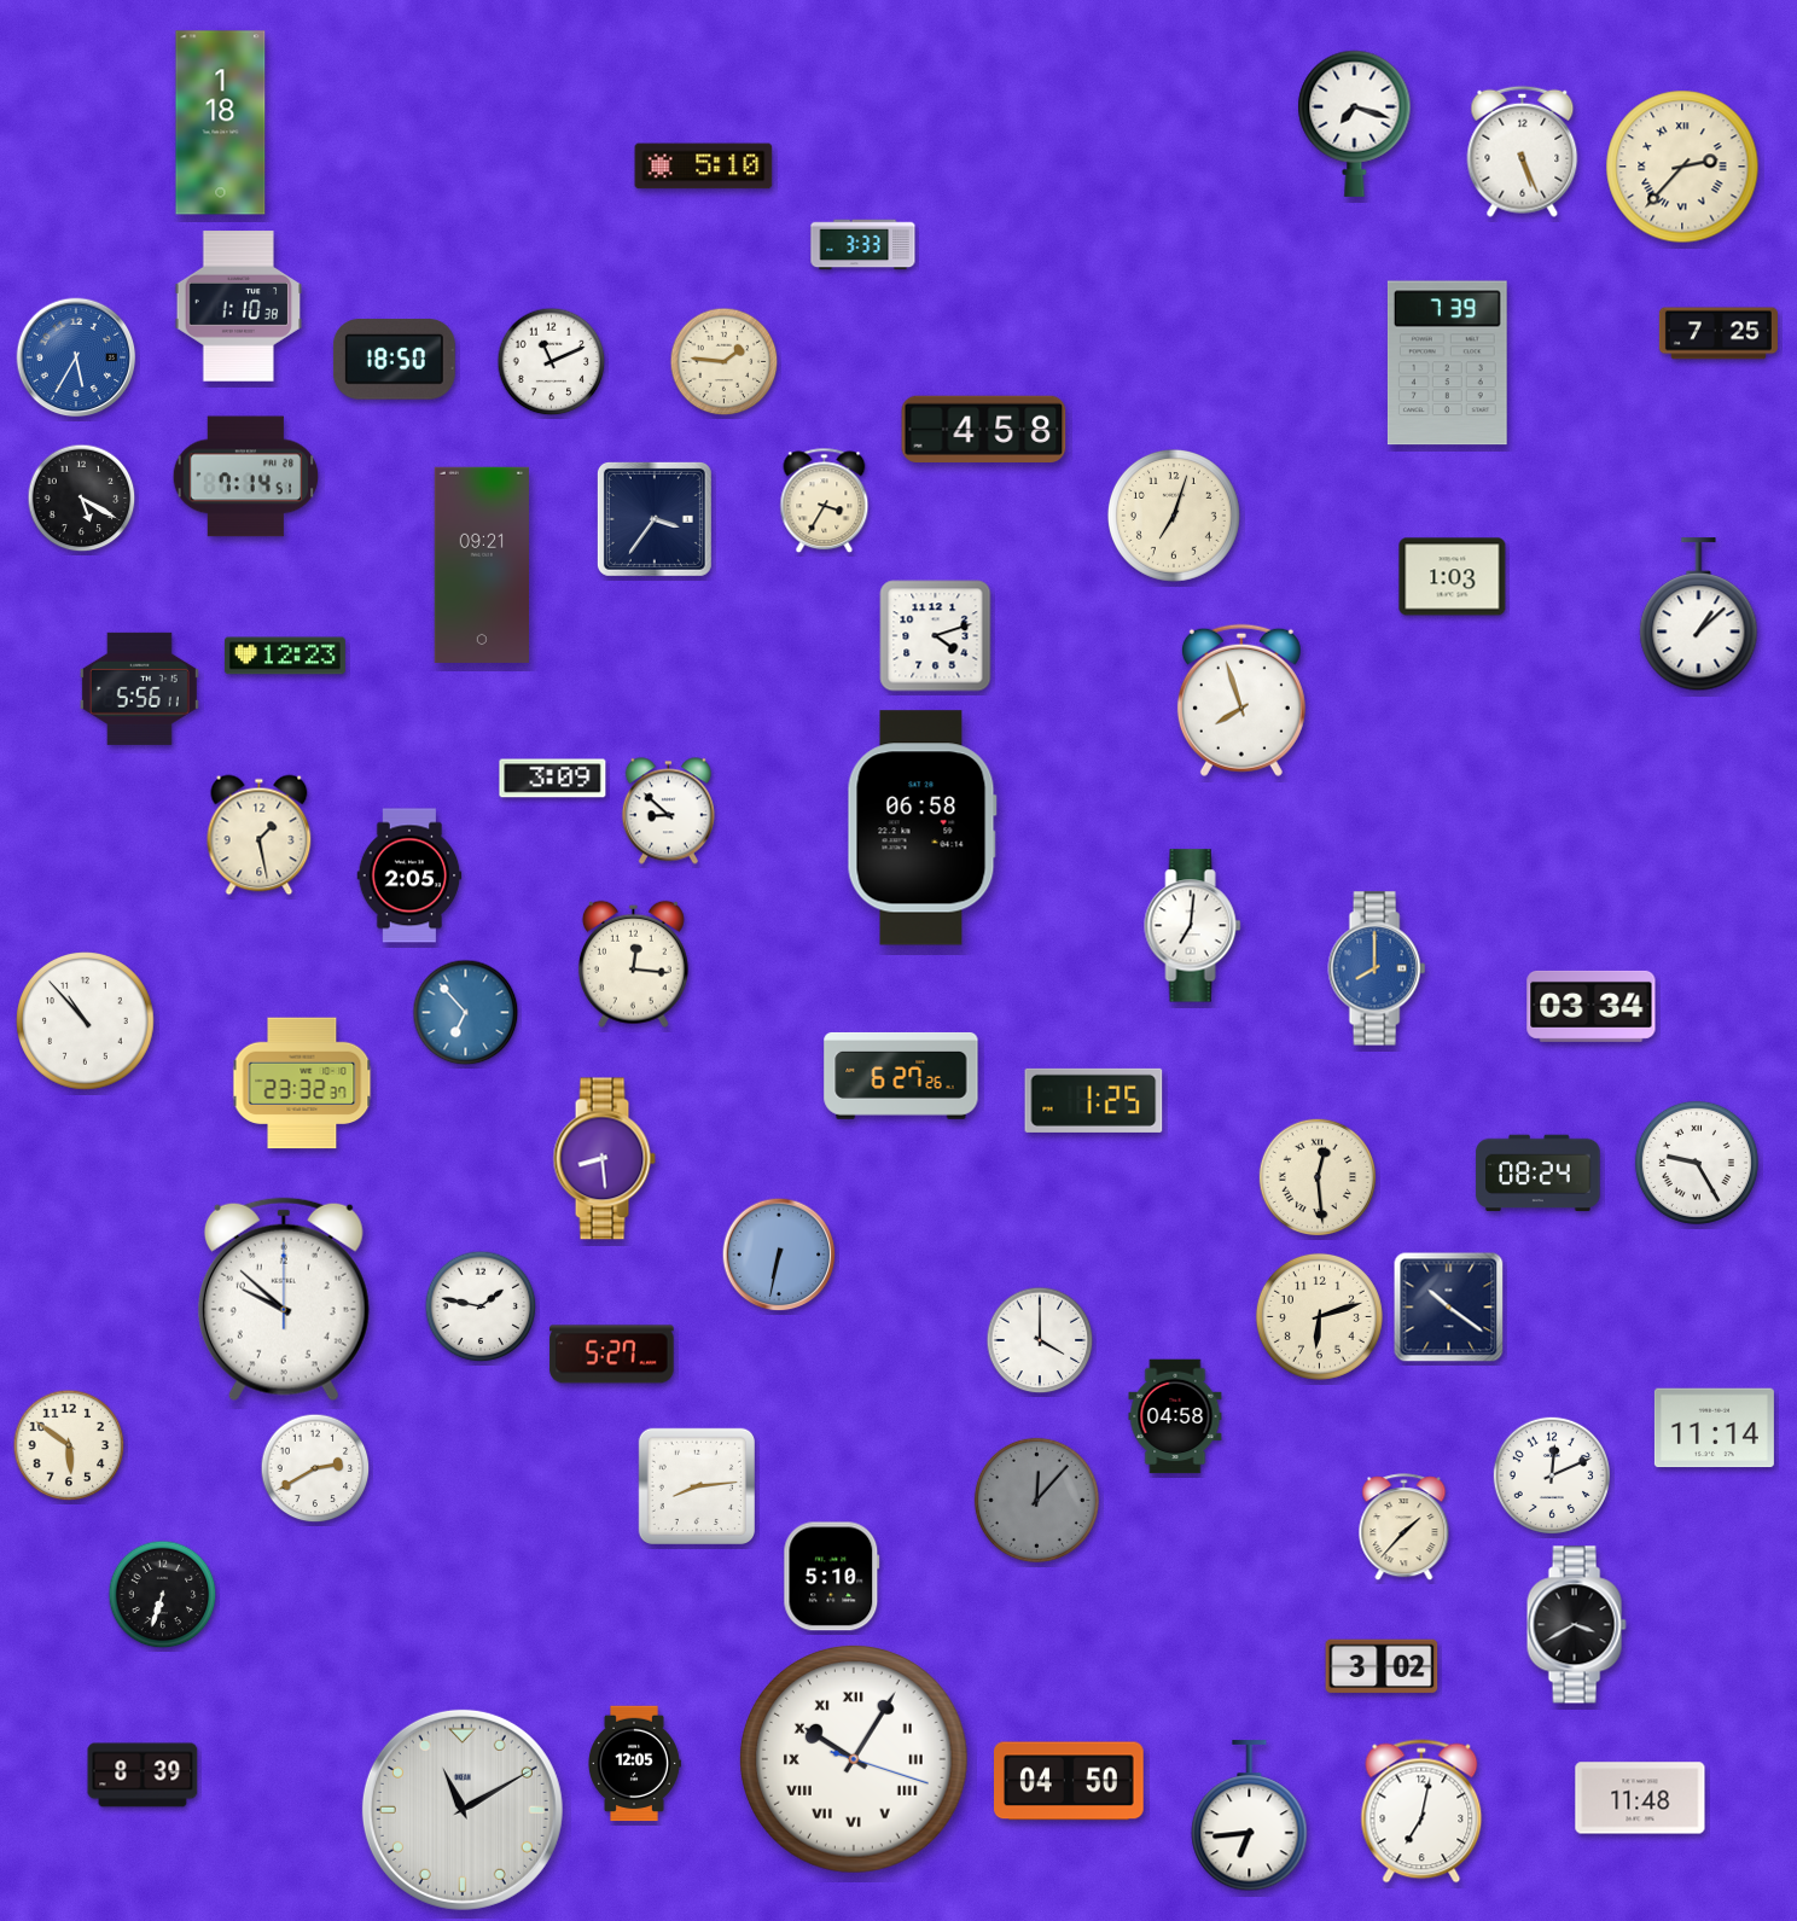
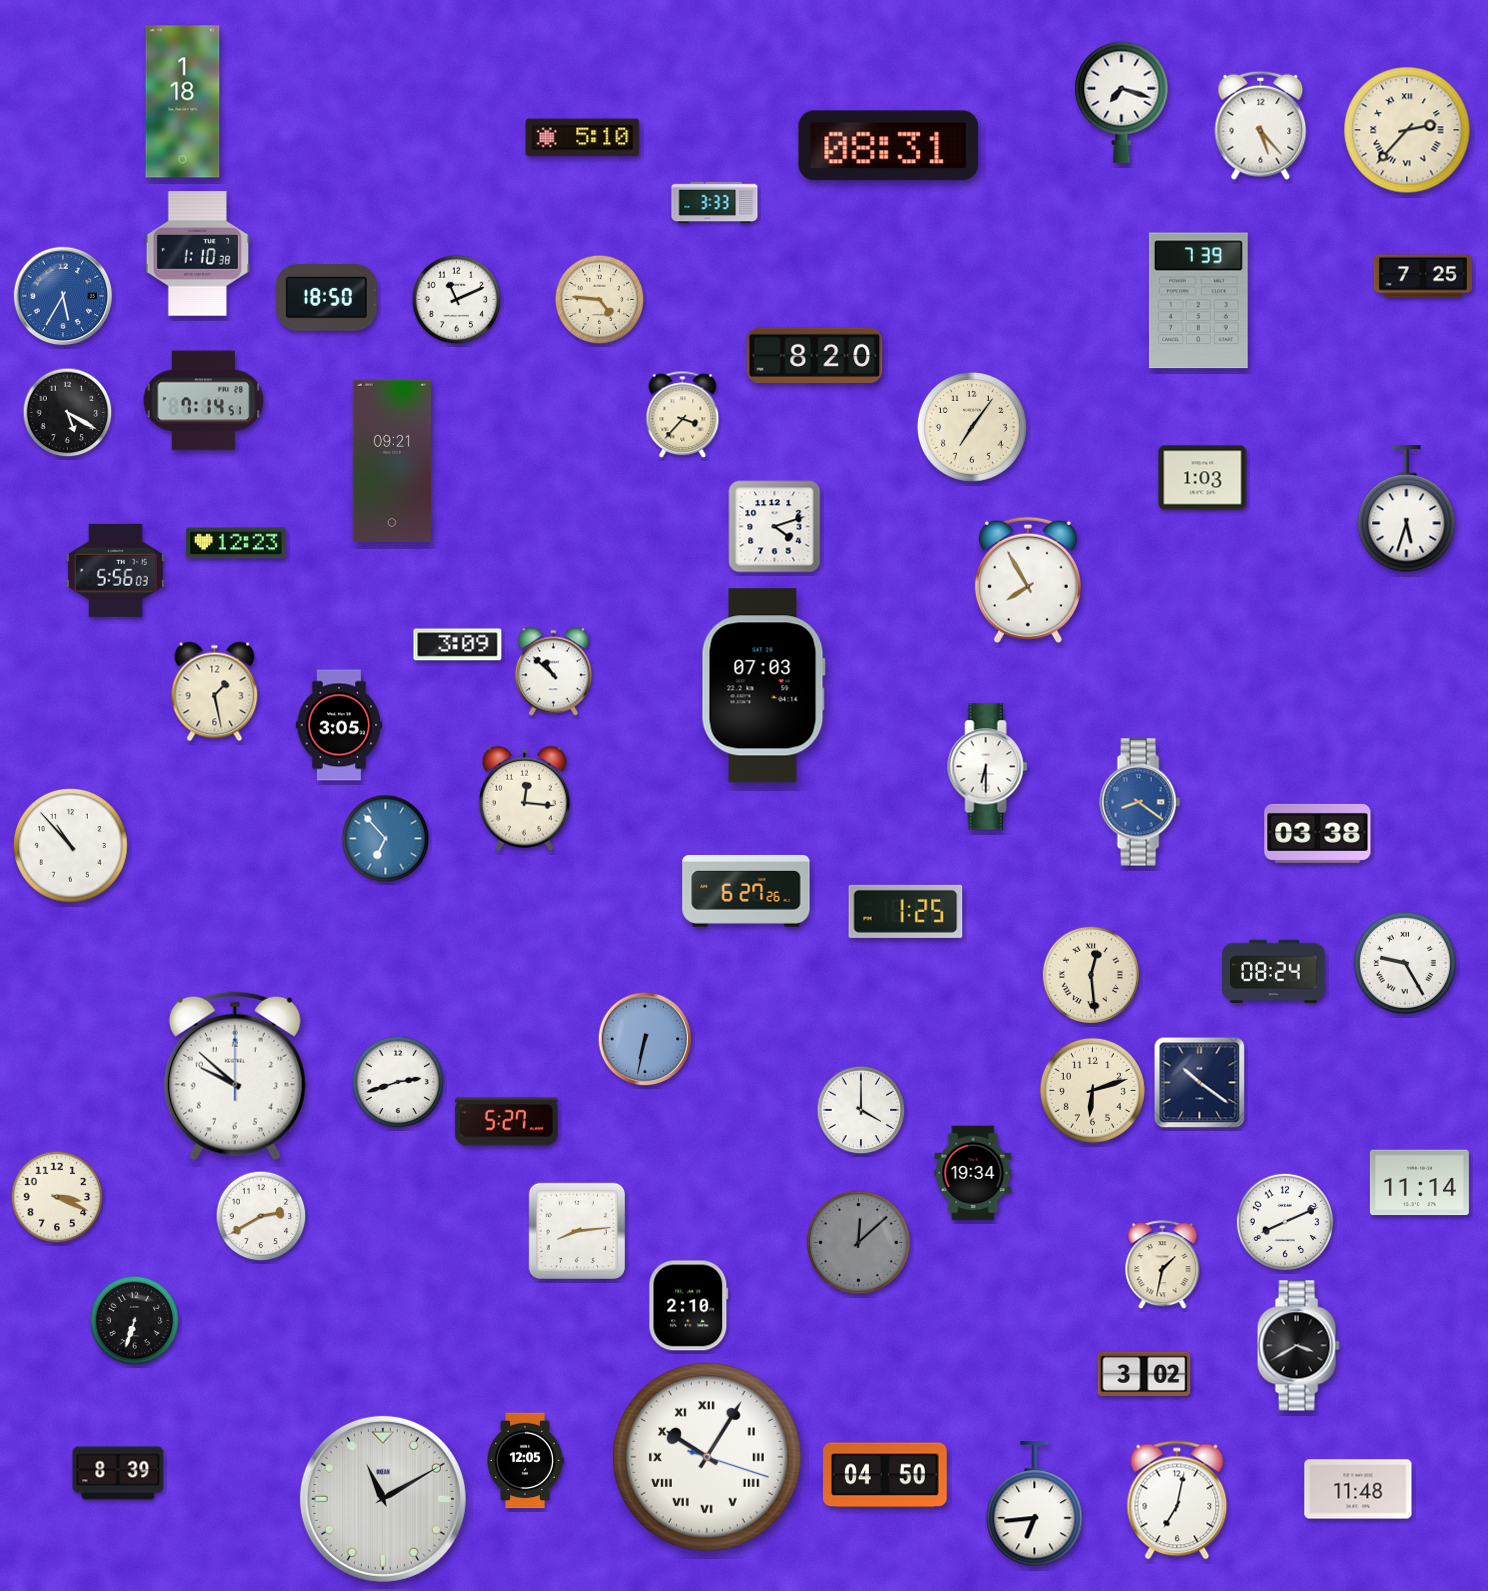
clock at (1523, 151): 5:26 -> 5:23
clock at (1682, 167) position: (1682, 167) -> (1407, 130)
clock at (889, 146): none -> 08:31
clock at (725, 362): 1:46 -> 4:46
clock at (984, 429): 4:58 -> 8:20
clock at (246, 477) position: (246, 477) -> (204, 401)
clock at (825, 501): 3:35 -> 3:37
clock at (1174, 516): 7:03 -> 7:06
clock at (655, 519): 3:36 -> none
clock at (481, 565) position: (481, 565) -> (391, 461)
clock at (1699, 615): 1:08 -> 5:33
clock at (139, 688): 5:56:11 -> 5:56:03
clock at (1241, 700): 7:57 -> 7:55
clock at (668, 811): 8:52 -> 10:52
clock at (921, 828): 06:58 -> 07:03
clock at (409, 875): 2:05 -> 3:05
clock at (1193, 926): 7:01 -> 6:30
clock at (1377, 968): 8:00 -> 8:21
clock at (1592, 1006): 03:34 -> 03:38
clock at (302, 1083): 23:32 -> none
clock at (604, 1159): 8:29 -> none
clock at (481, 1306): 1:47 -> 2:42
clock at (1175, 1416): 04:58 -> 19:34
clock at (69, 1445): 5:51 -> 3:19
clock at (1551, 1474): 12:11 -> 8:11
clock at (1036, 1500): 12:07 -> 12:08
clock at (1405, 1527): 1:37 -> 1:32
clock at (832, 1577): 5:10 -> 2:10
clock at (1576, 1625) position: (1576, 1625) -> (1298, 1346)
clock at (1382, 1666) position: (1382, 1666) -> (1144, 1374)
clock at (143, 1775) position: (143, 1775) -> (118, 1473)
